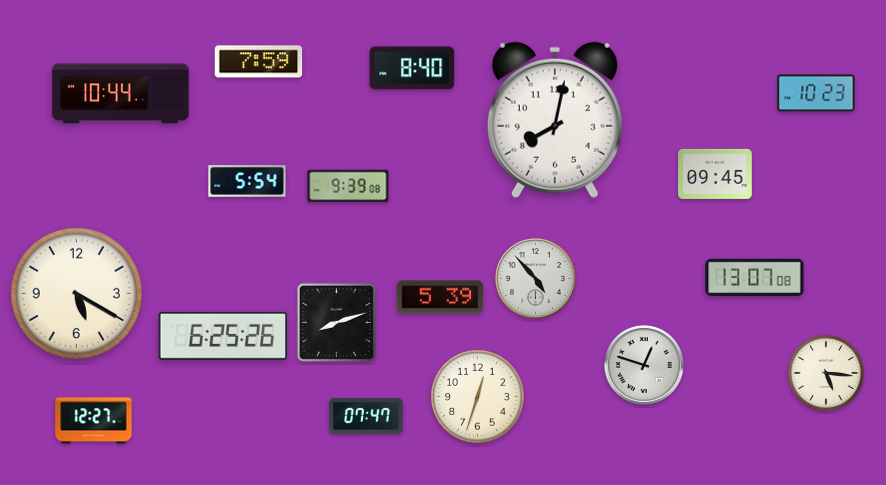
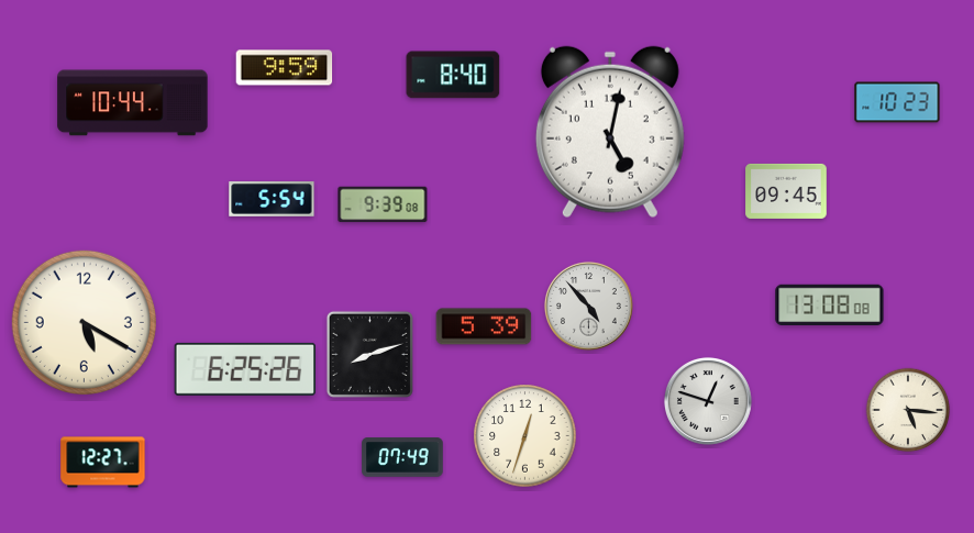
clock at (259, 62): 7:59 -> 9:59
clock at (555, 120): 8:02 -> 5:02
clock at (755, 277): 13:07 -> 13:08
clock at (366, 416): 07:47 -> 07:49
